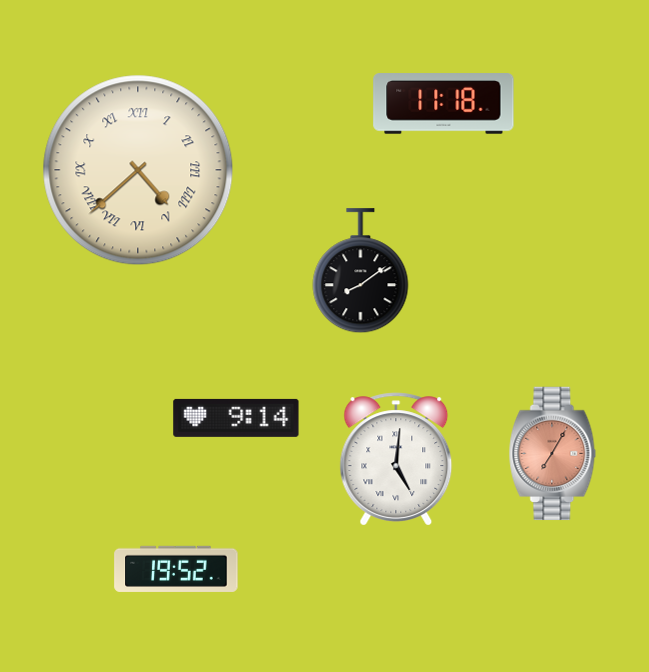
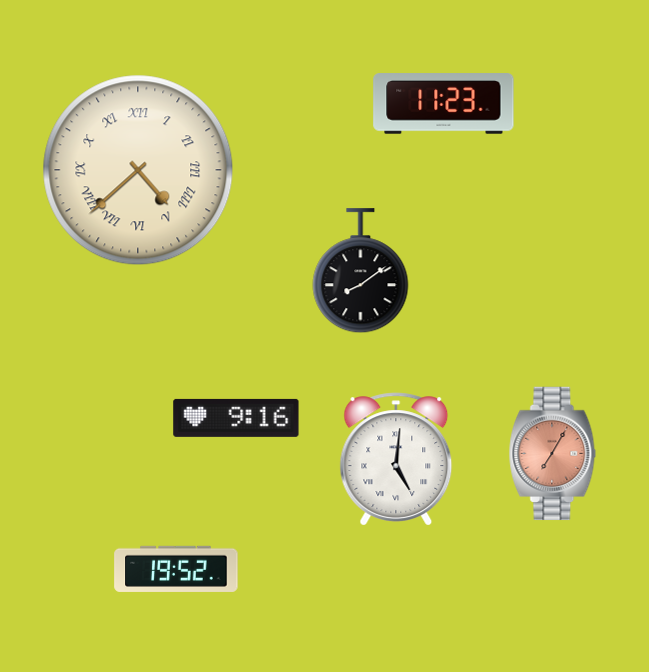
clock at (444, 104): 11:18 -> 11:23
clock at (236, 418): 9:14 -> 9:16
